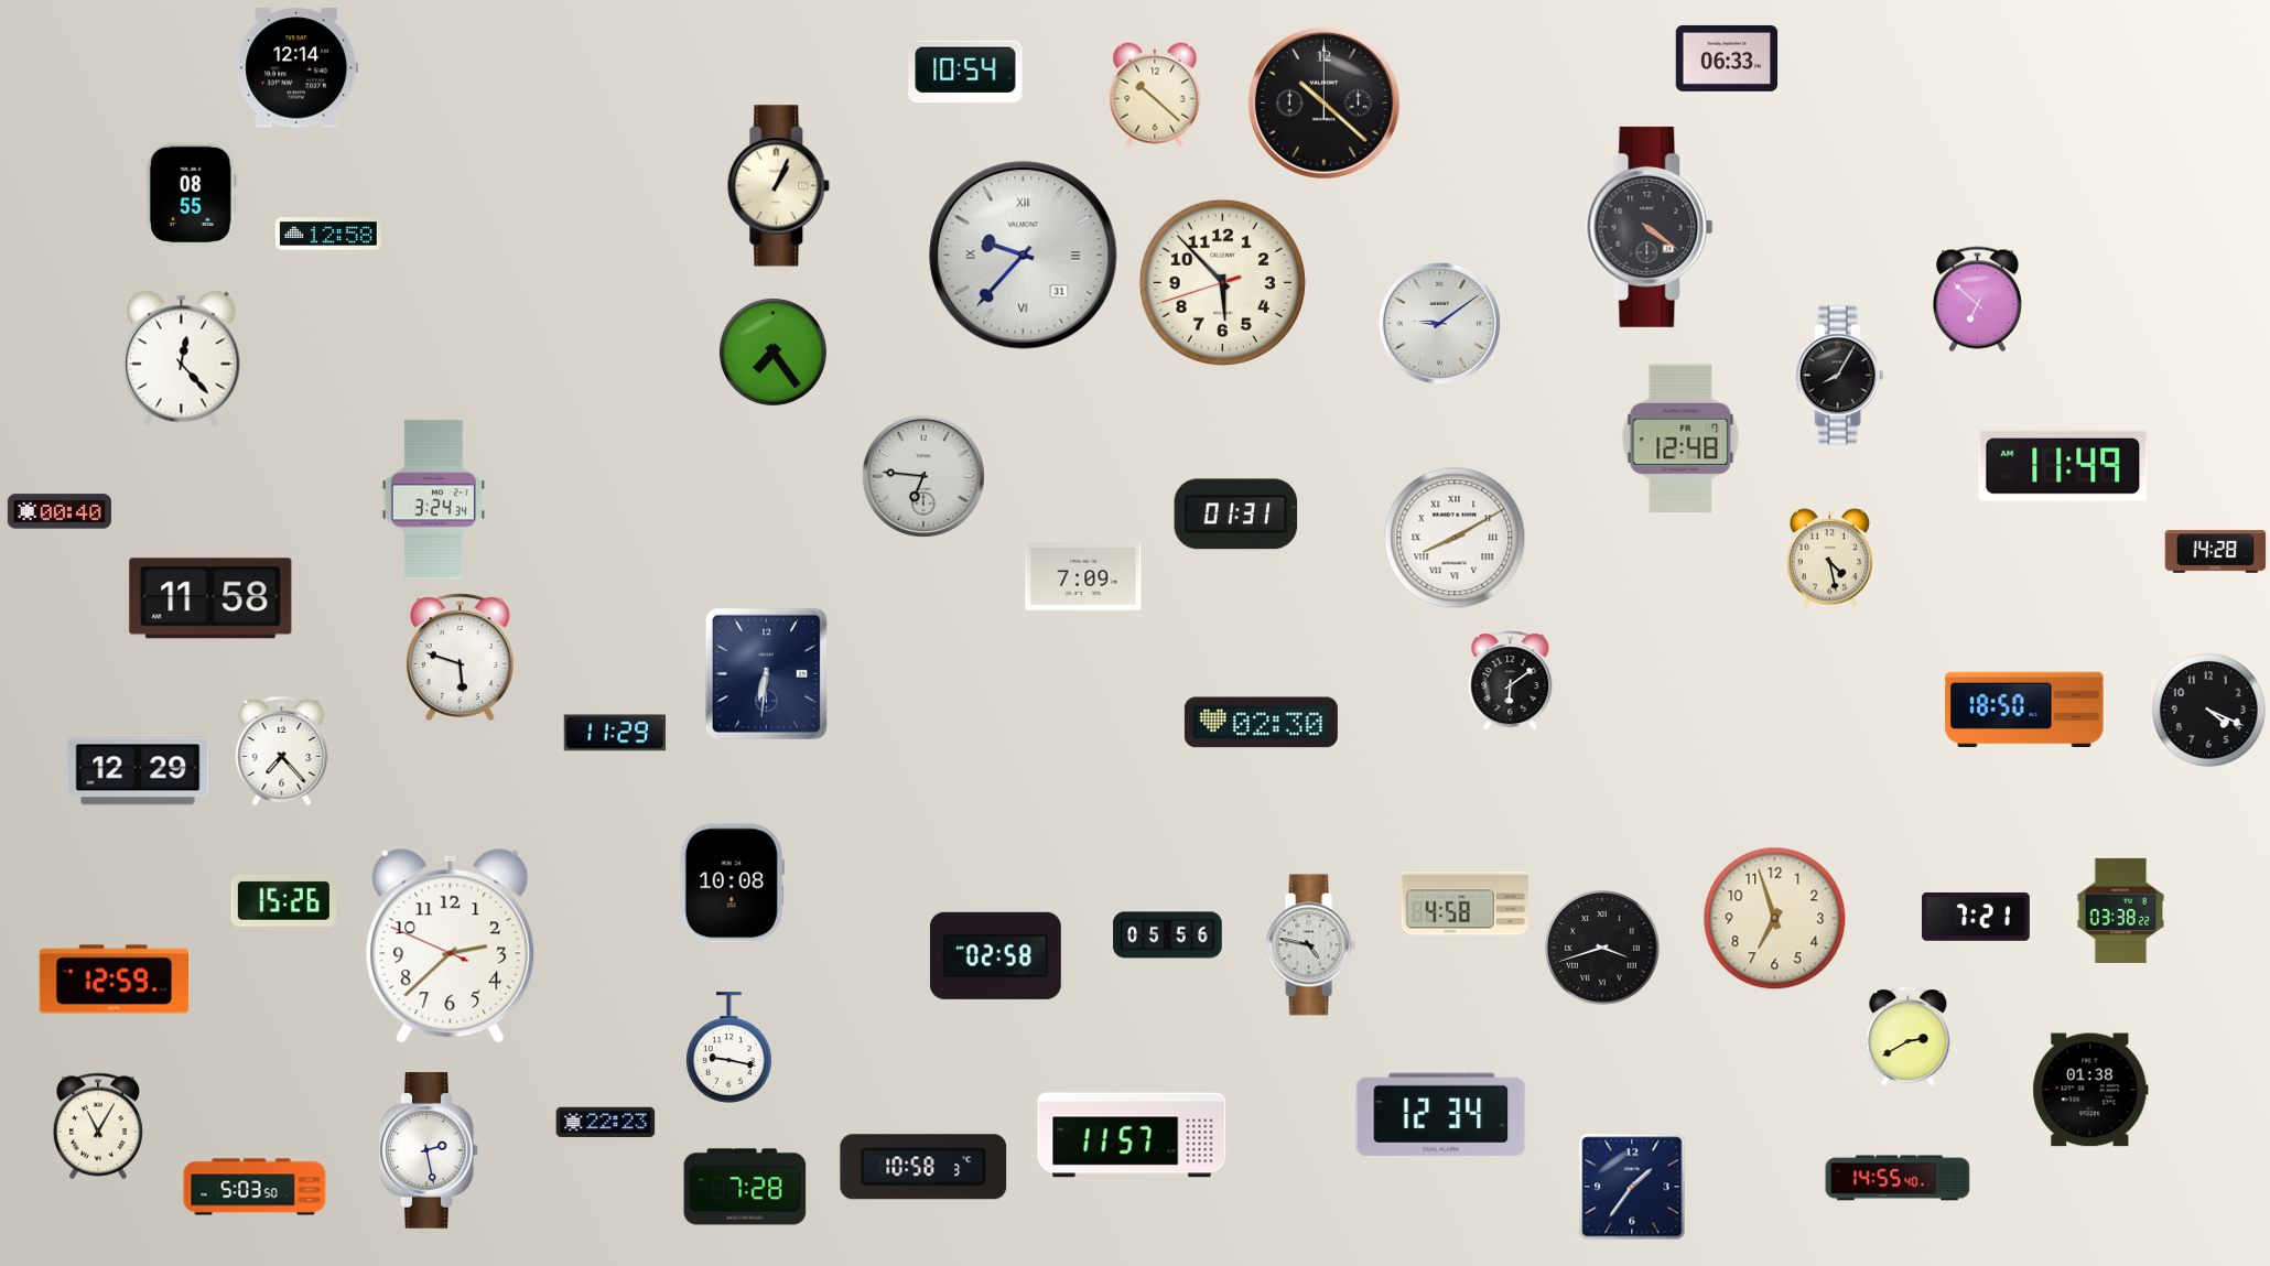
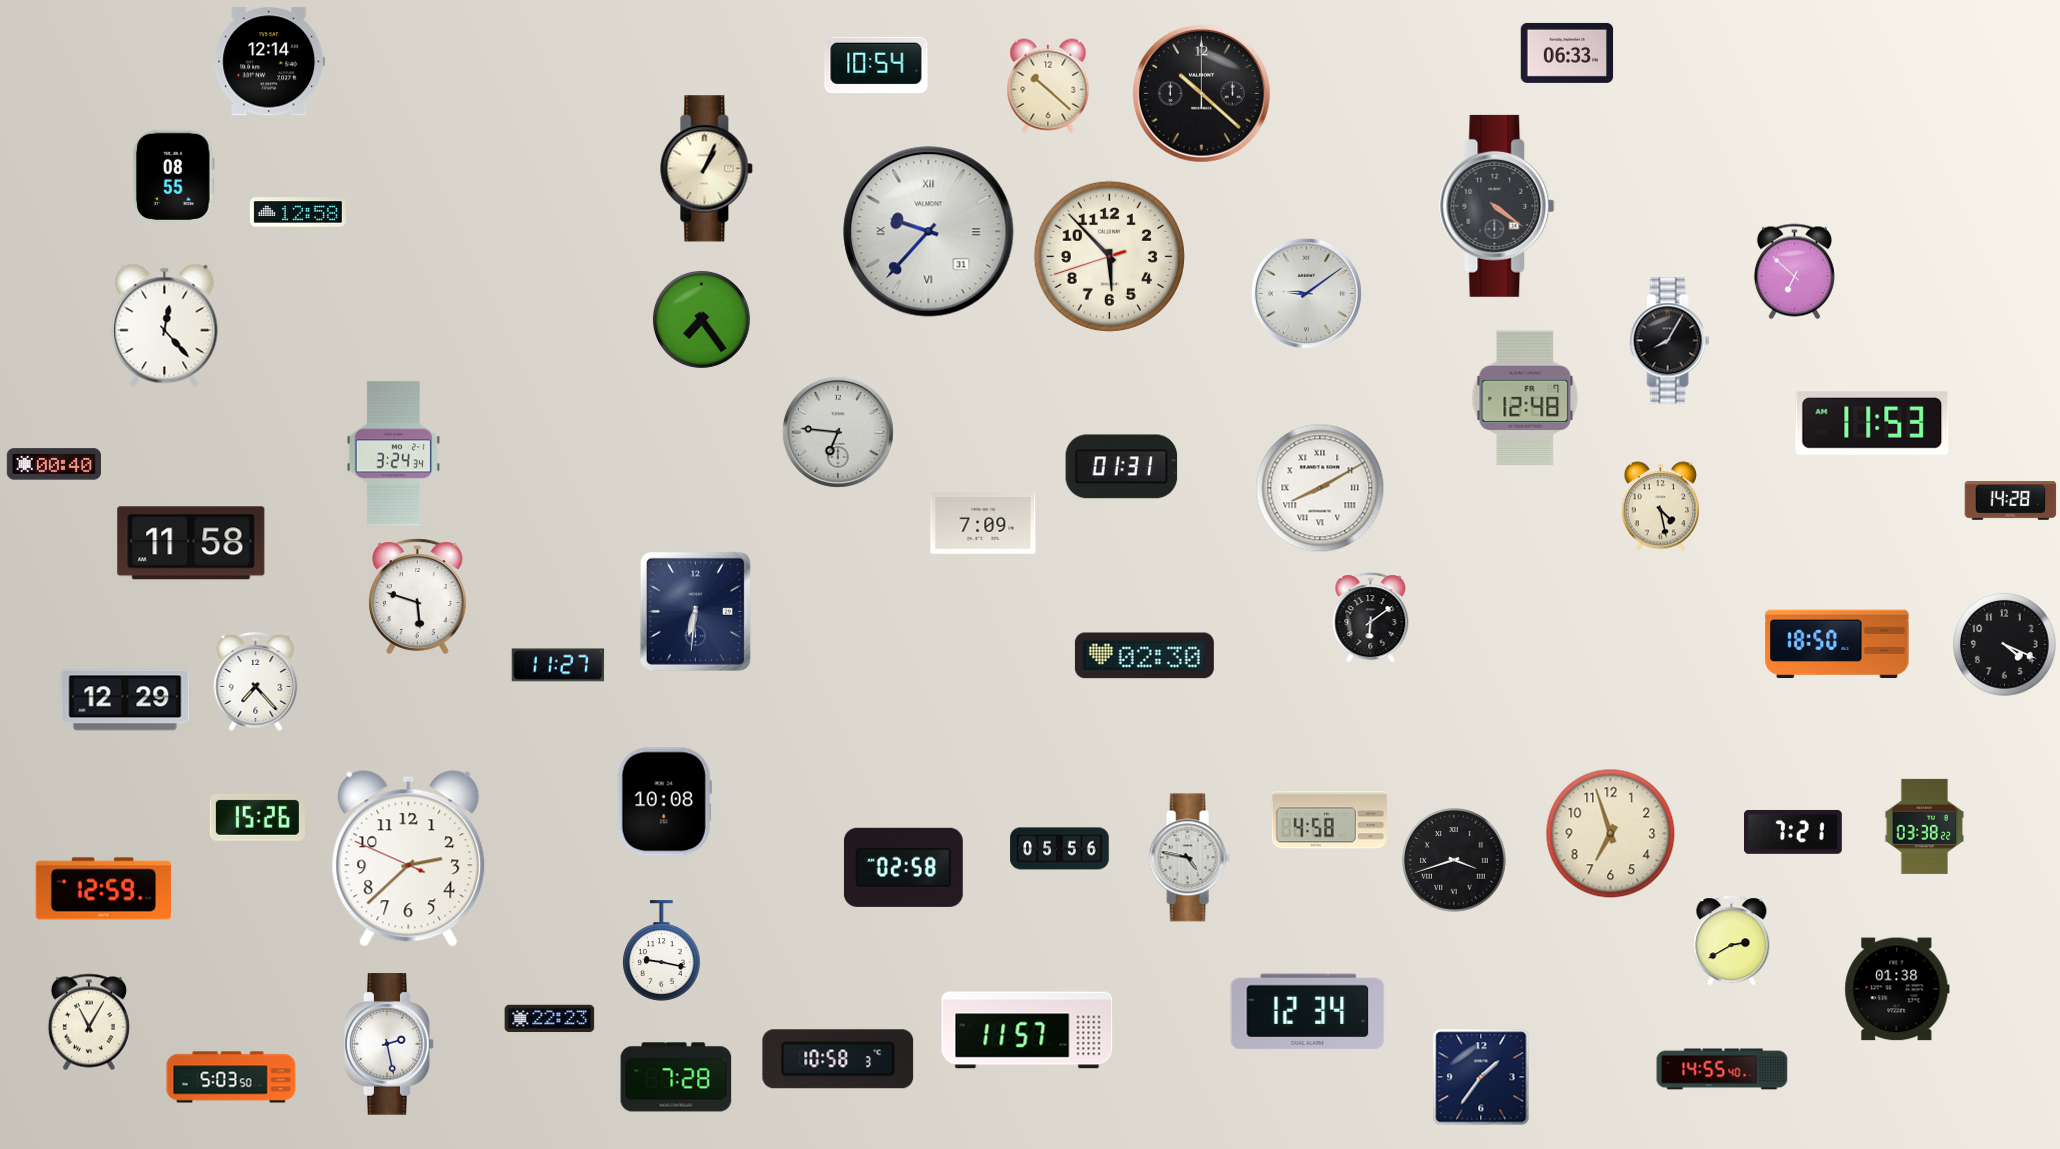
clock at (2063, 466): 11:49 -> 11:53
clock at (615, 733): 11:29 -> 11:27
